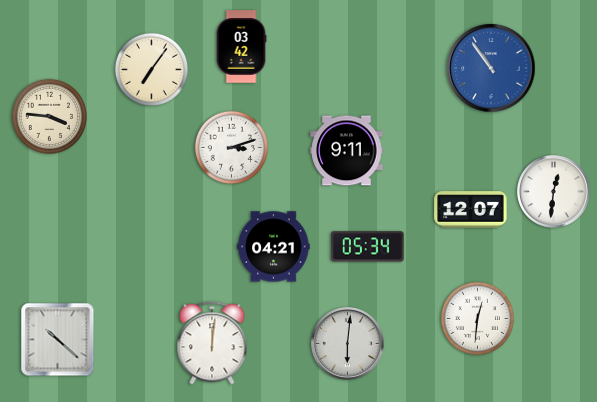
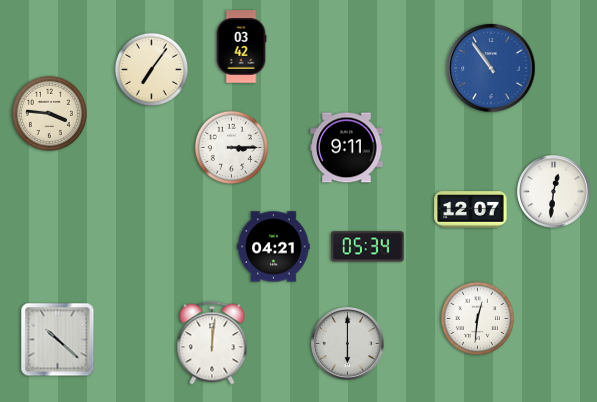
clock at (49, 116) position: (49, 116) -> (49, 113)
clock at (231, 147): 3:12 -> 3:15
clock at (347, 151) position: (347, 151) -> (347, 148)
clock at (348, 344): 6:01 -> 6:00
